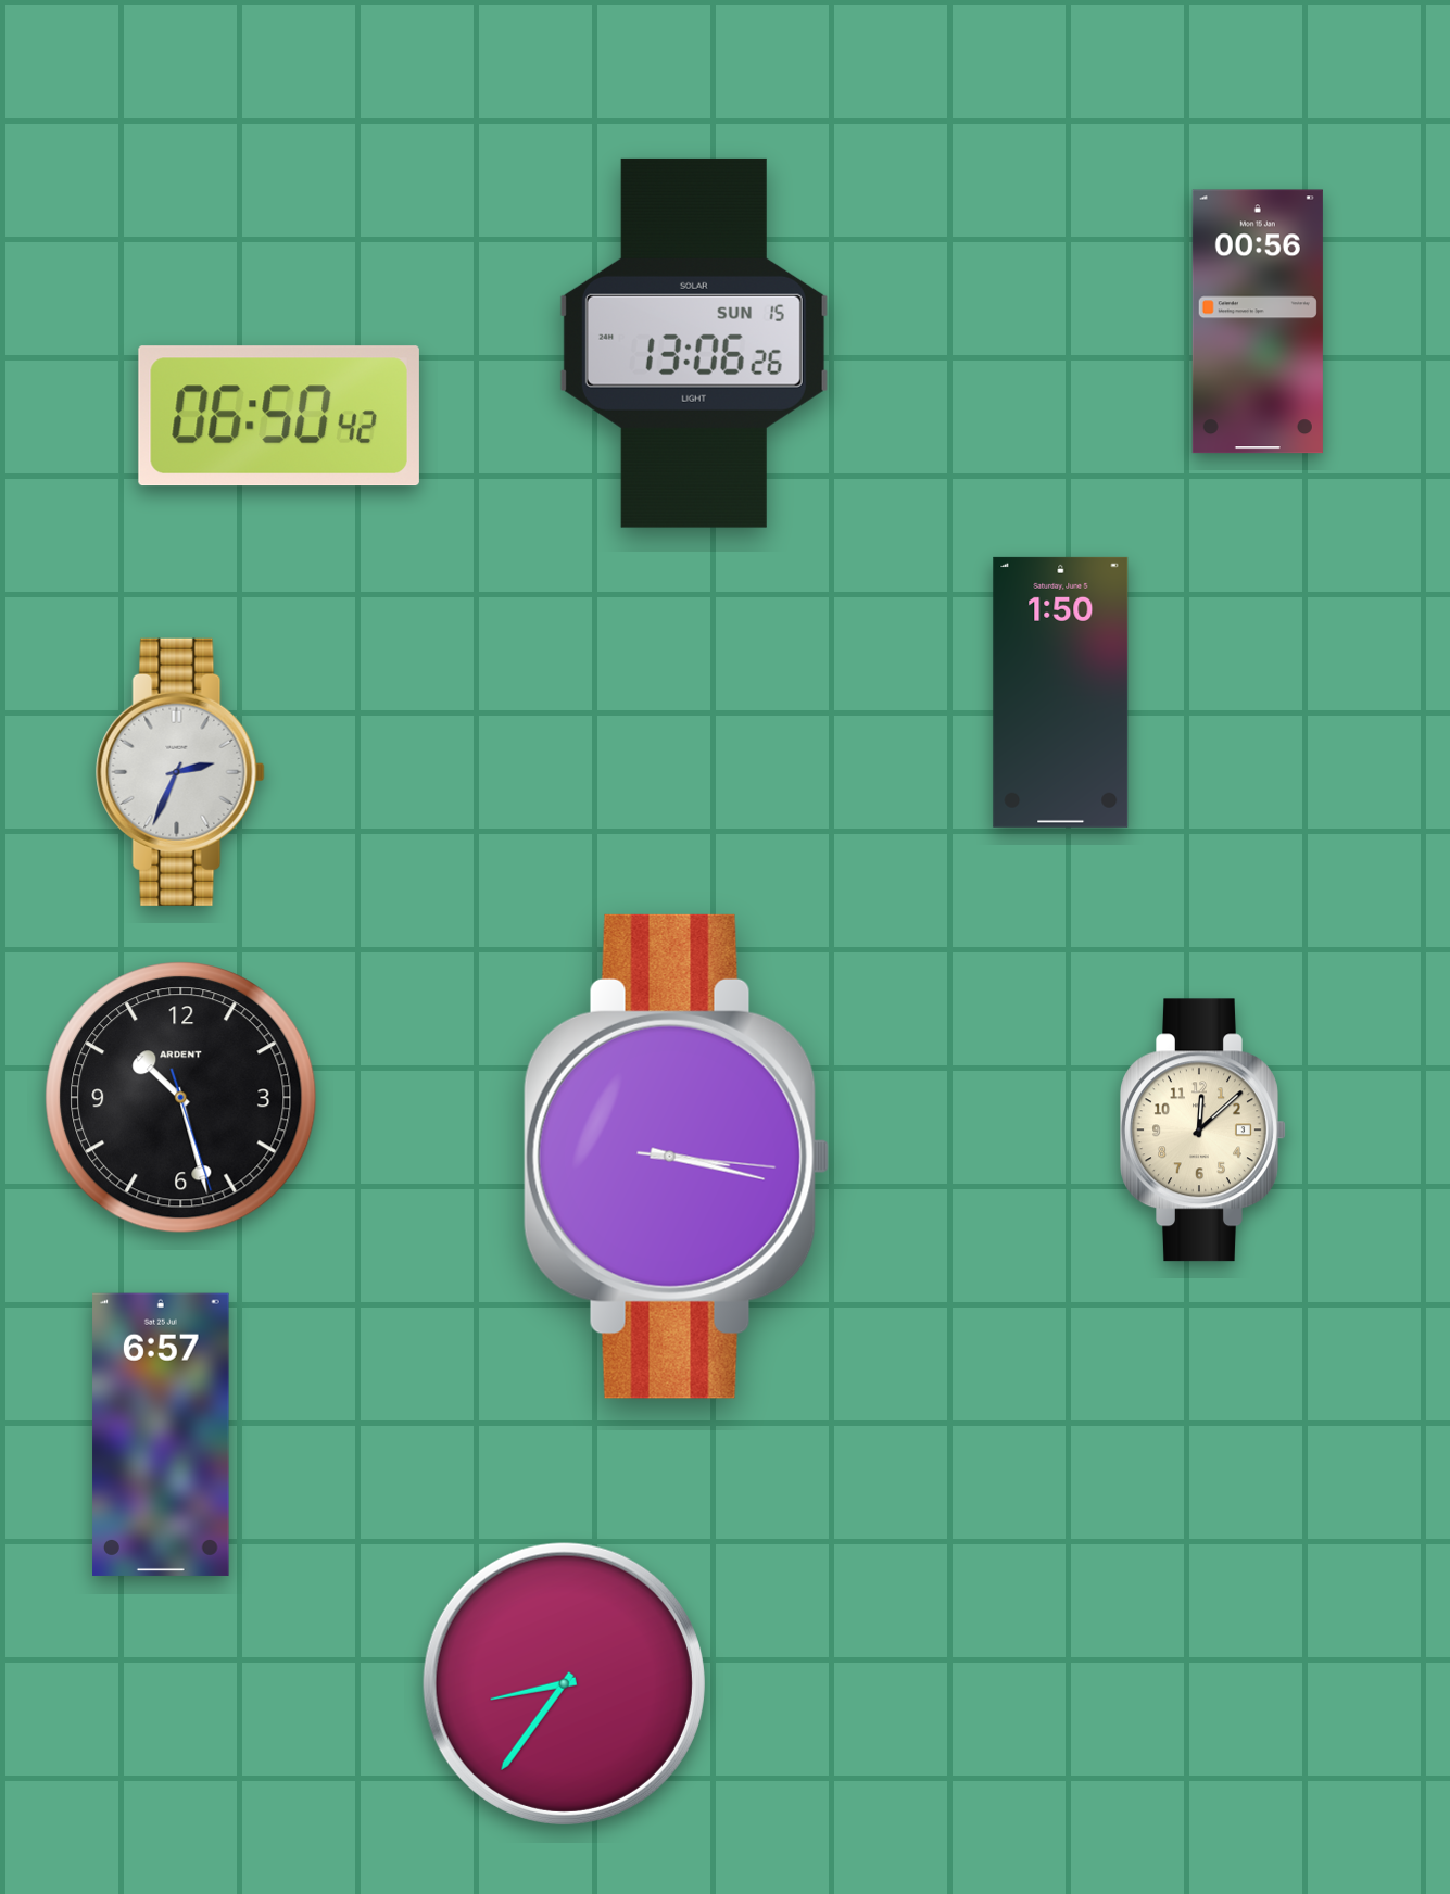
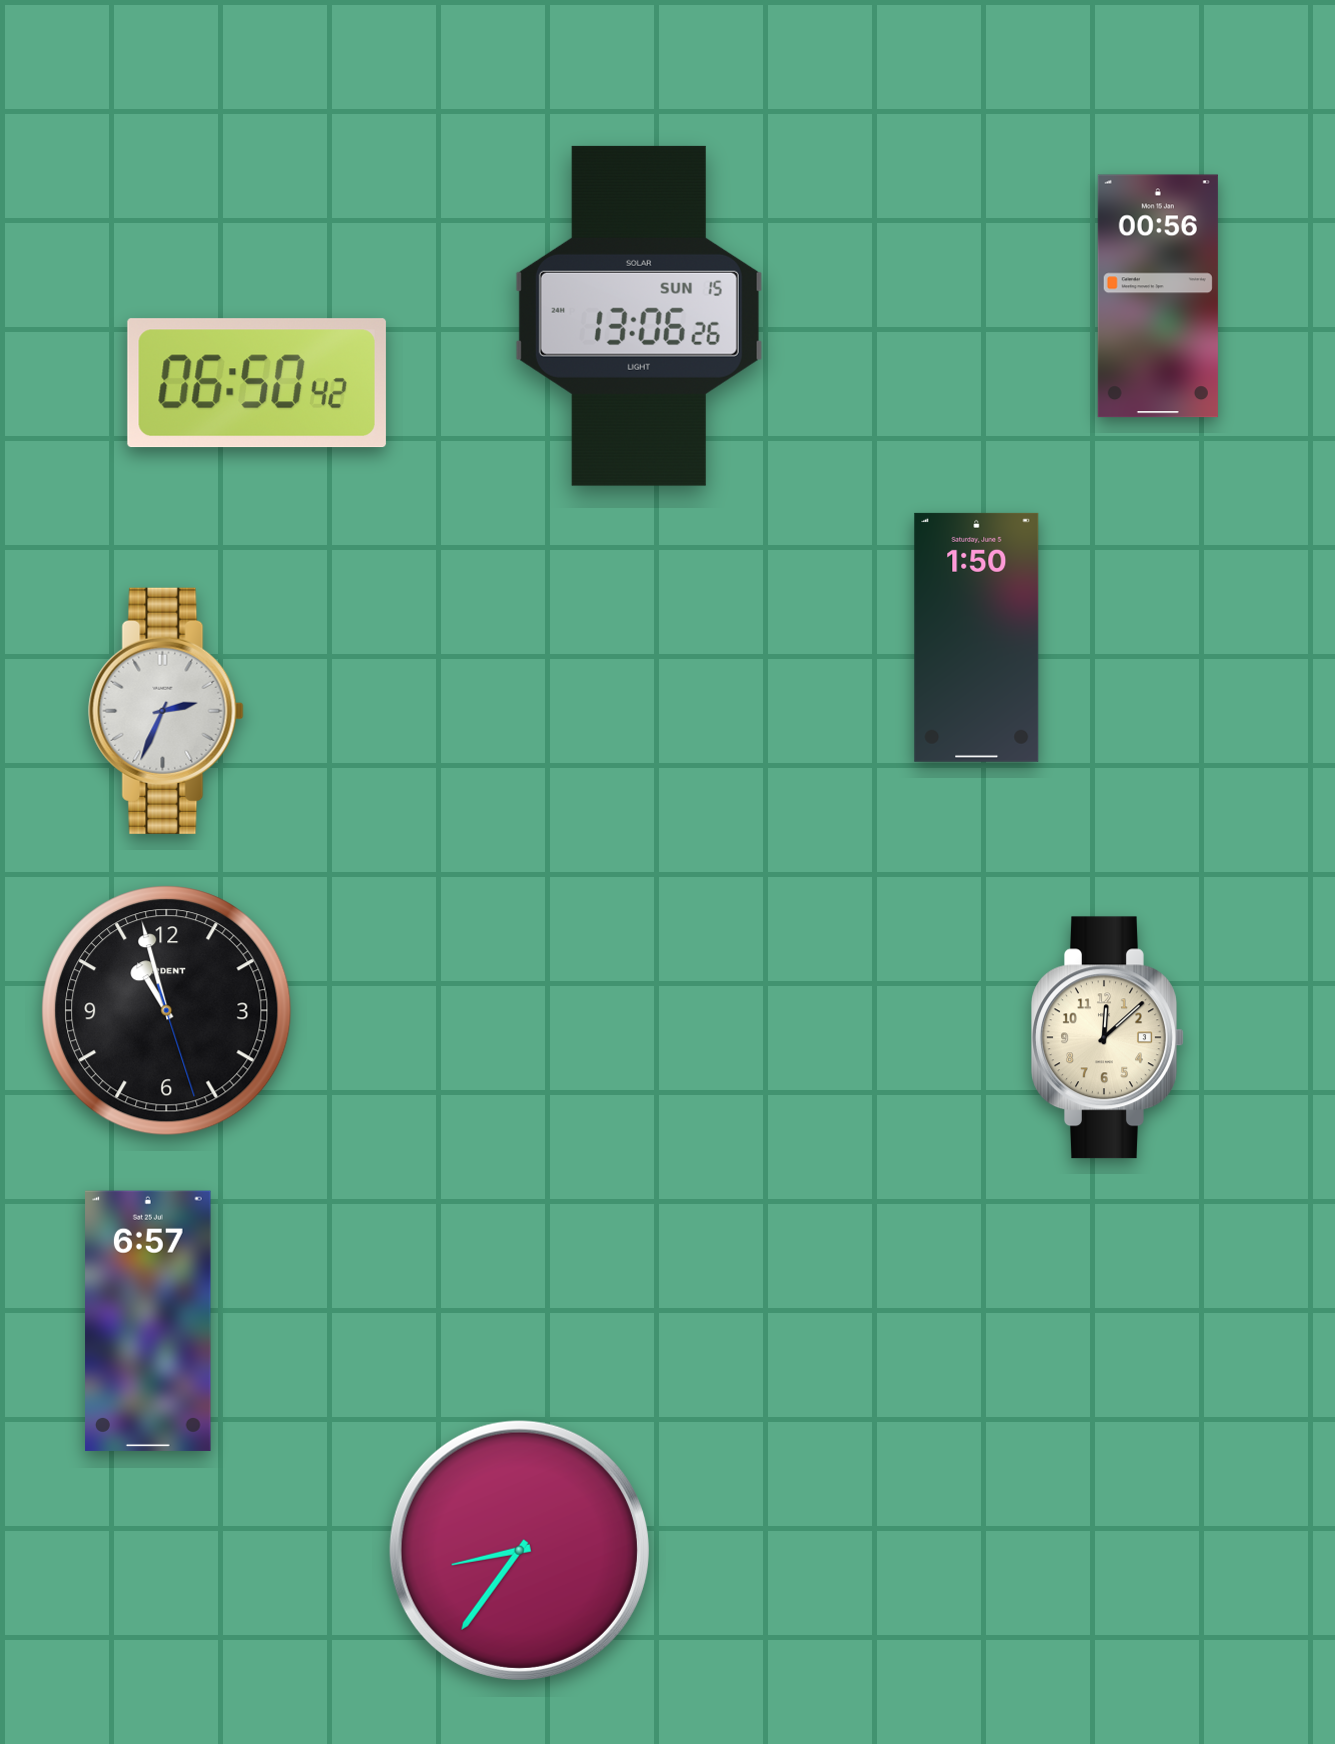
clock at (181, 1098): 10:27 -> 10:57
clock at (1203, 1131) position: (1203, 1131) -> (1108, 1038)
clock at (677, 1157): 3:17 -> none
